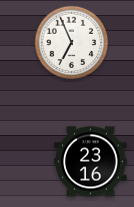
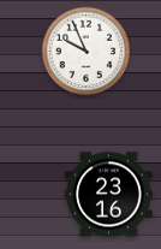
clock at (72, 43): 6:56 -> 9:56
